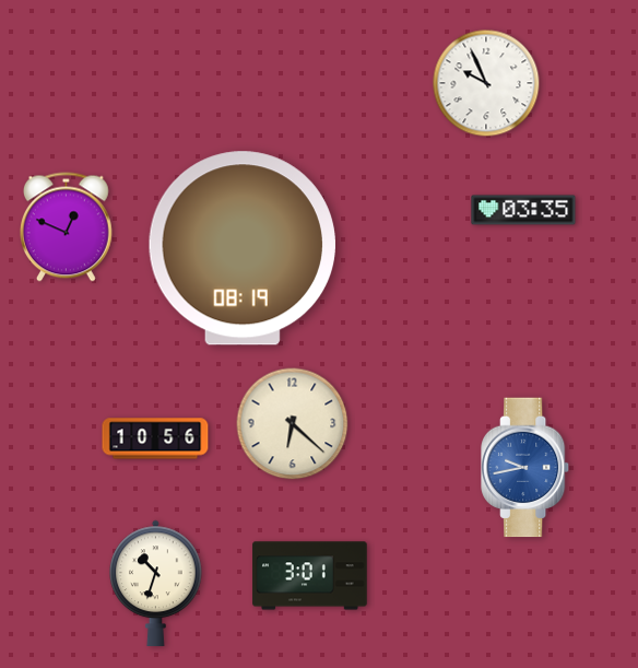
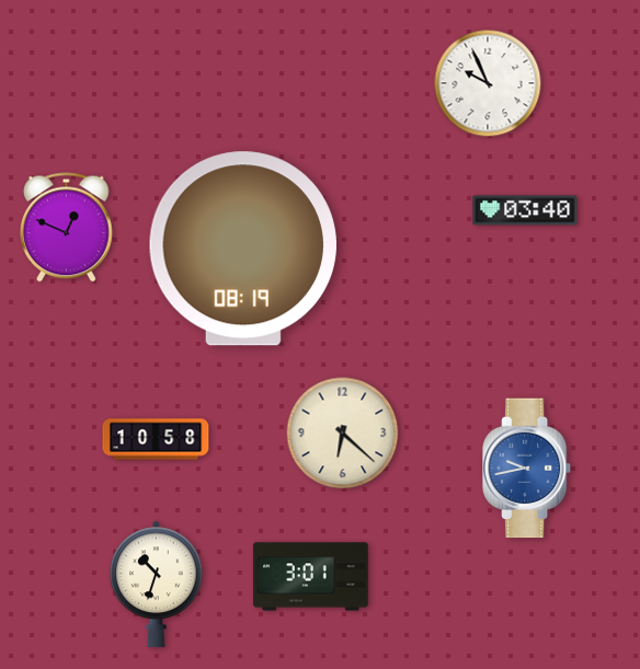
clock at (523, 210): 03:35 -> 03:40
clock at (293, 424) position: (293, 424) -> (343, 434)
clock at (155, 438): 10:56 -> 10:58
